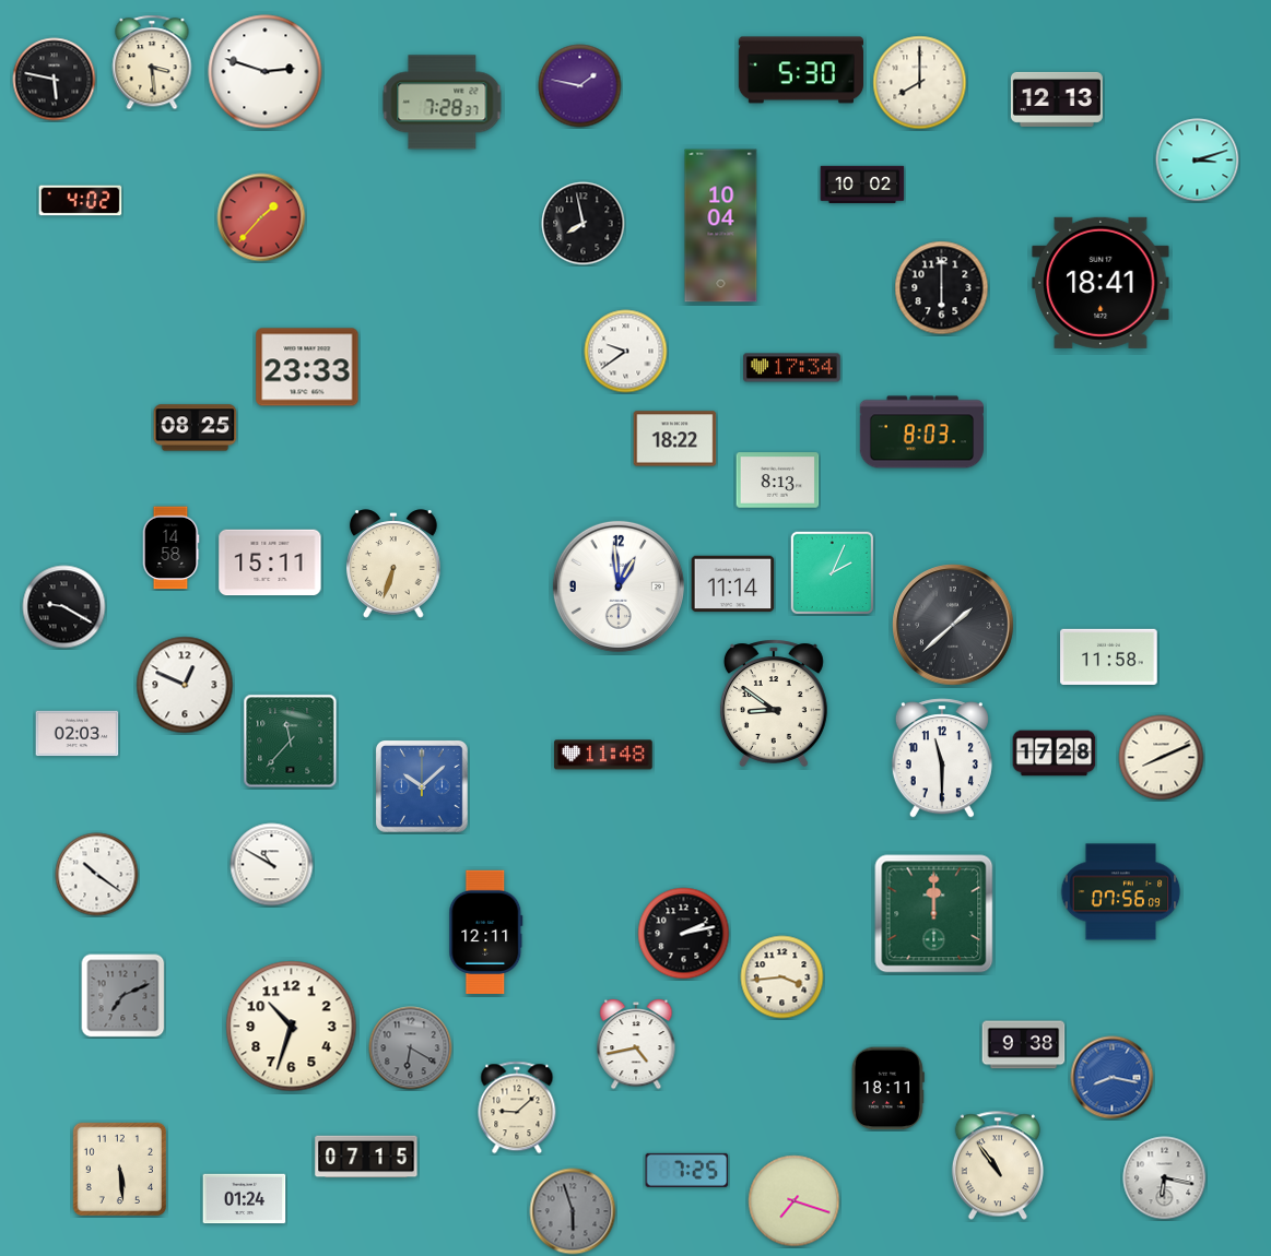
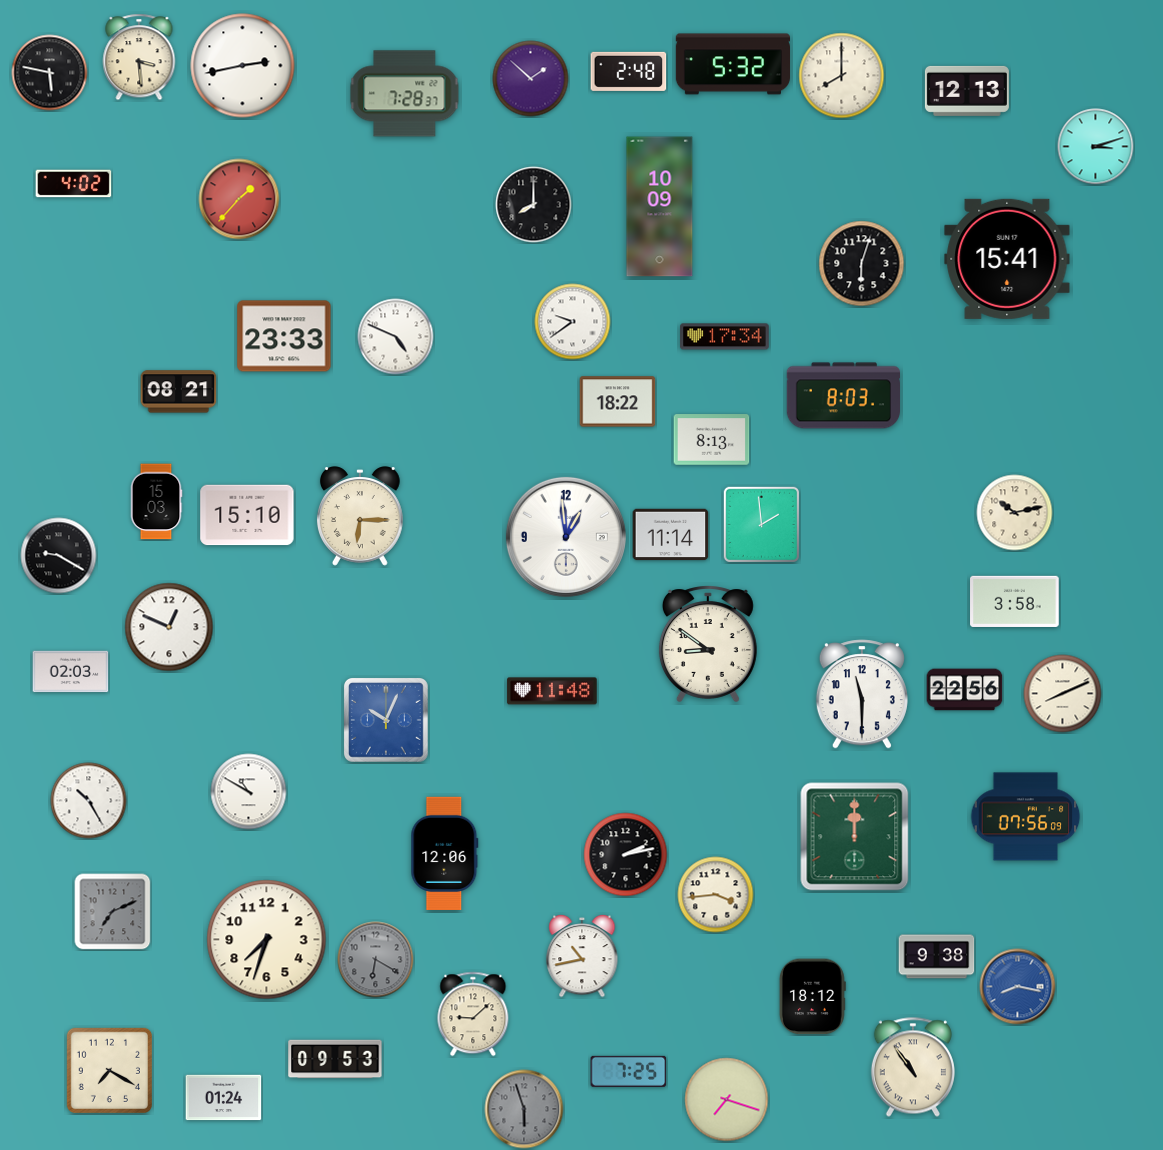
clock at (800, 70): 5:30 -> 5:32
clock at (266, 72): 2:48 -> 2:43
clock at (629, 71): none -> 2:48
clock at (580, 86): 1:47 -> 1:52
clock at (862, 183): 10:02 -> none
clock at (584, 224): 7:58 -> 8:00
clock at (721, 226): 10:04 -> 10:09
clock at (1101, 283): 18:41 -> 15:41
clock at (942, 288): 6:00 -> 6:03
clock at (307, 367) position: (307, 367) -> (284, 336)
clock at (396, 337): none -> 4:49
clock at (196, 428): 08:25 -> 08:21
clock at (170, 548): 14:58 -> 15:03
clock at (1015, 513): none -> 10:13
clock at (270, 562): 15:11 -> 15:10
clock at (393, 564): 6:33 -> 6:15
clock at (832, 572): 2:04 -> 1:59
clock at (954, 626): 1:38 -> none
clock at (1109, 656): 11:58 -> 3:58
clock at (291, 742): 11:37 -> none
clock at (1055, 754): 17:28 -> 22:56
clock at (423, 787): 10:08 -> 10:04
clock at (97, 875): 10:21 -> 10:25
clock at (486, 932): 12:11 -> 12:06
clock at (292, 1027): 10:33 -> 7:33
clock at (636, 1044): 4:43 -> 10:43
clock at (887, 1089): 18:11 -> 18:12
clock at (366, 1157): 07:15 -> 09:53
clock at (119, 1169): 5:29 -> 7:20
clock at (1165, 1178): 6:17 -> none
